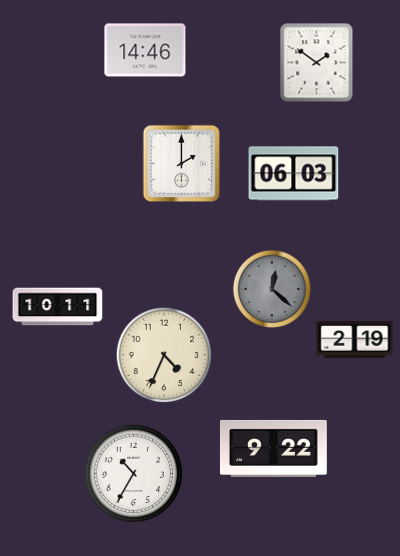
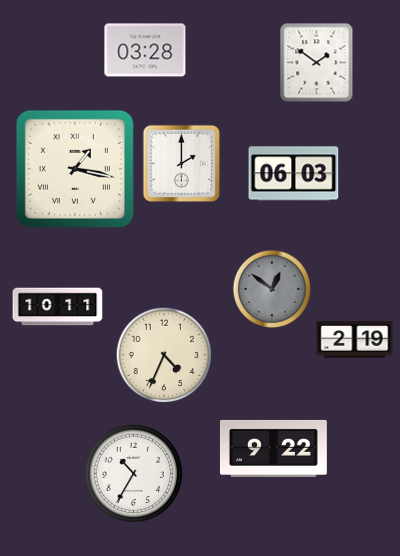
clock at (145, 50): 14:46 -> 03:28
clock at (75, 169): none -> 1:17
clock at (272, 289): 12:22 -> 12:51
